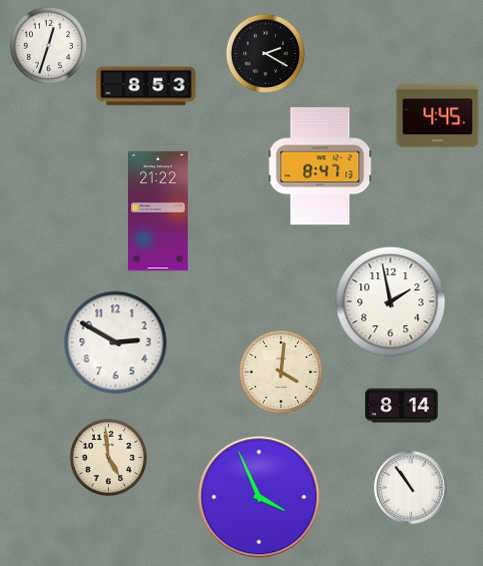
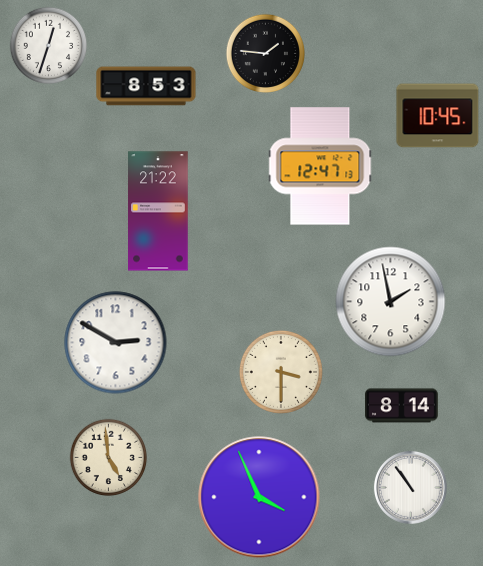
clock at (265, 53): 2:20 -> 1:46
clock at (438, 116): 4:45 -> 10:45
clock at (320, 166): 8:47 -> 12:47
clock at (281, 372): 4:01 -> 3:30
